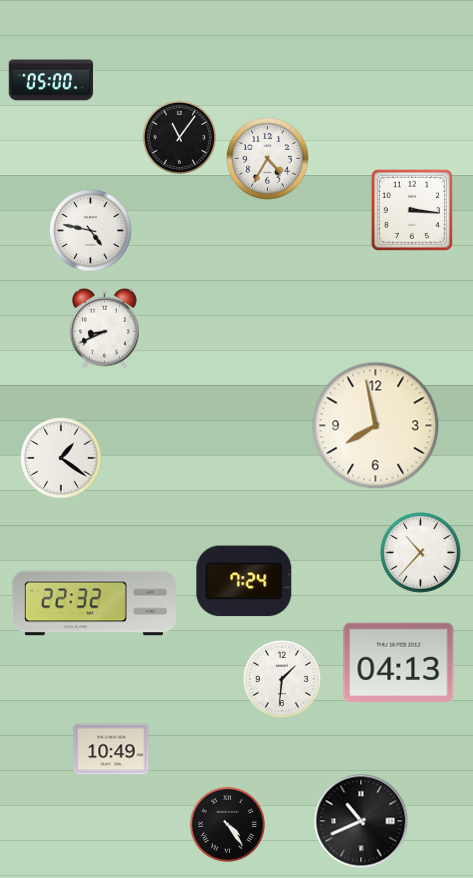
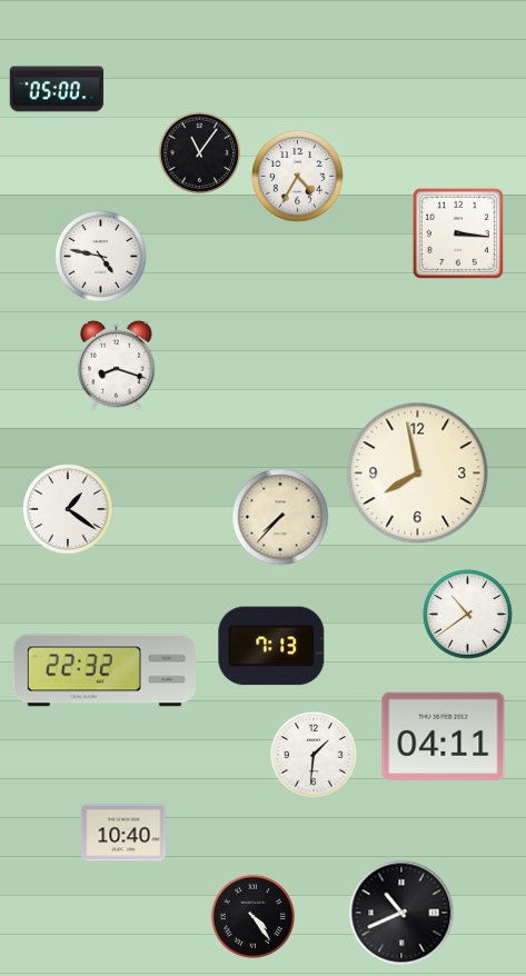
clock at (105, 328): 8:41 -> 8:18
clock at (280, 517): none -> 7:37
clock at (421, 553): 10:37 -> 10:39
clock at (244, 581): 7:24 -> 7:13
clock at (399, 662): 04:13 -> 04:11
clock at (111, 749): 10:49 -> 10:40
